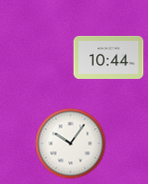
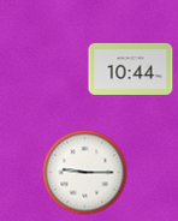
clock at (71, 144): 10:06 -> 9:15
